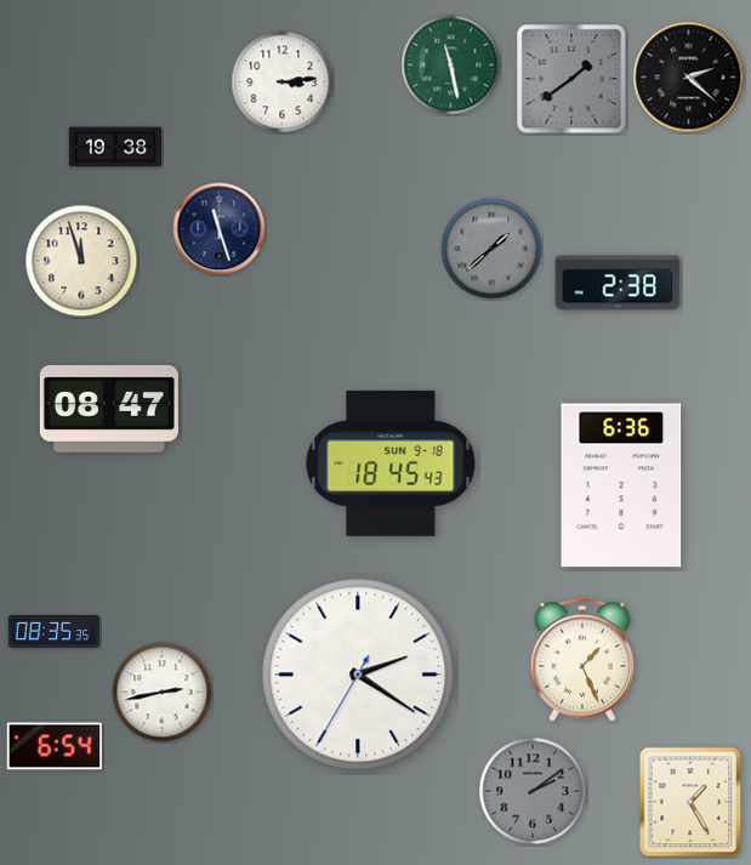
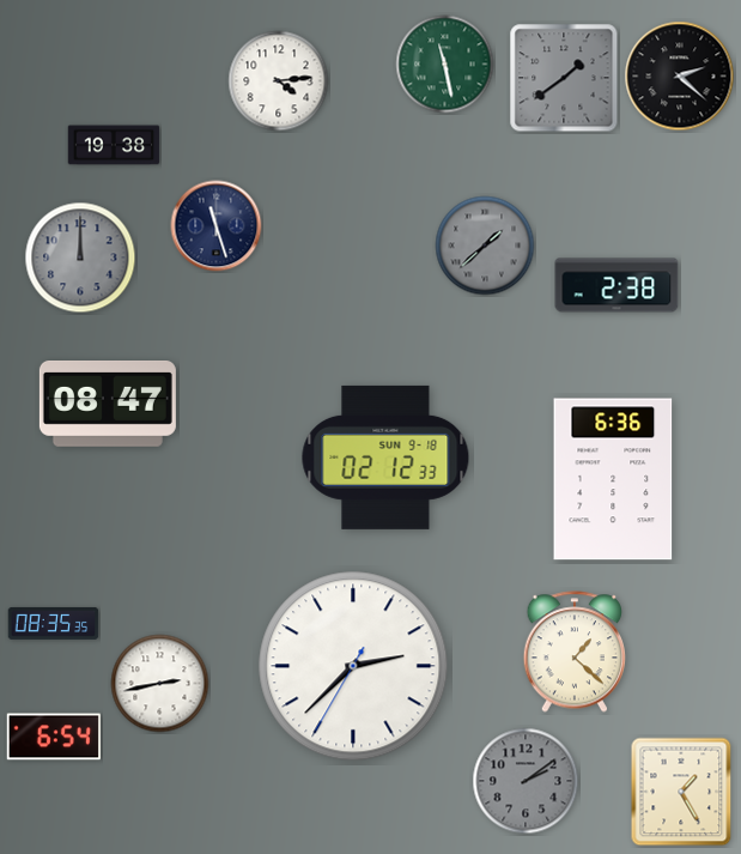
clock at (283, 82): 3:14 -> 4:14
clock at (81, 261): 11:57 -> 12:00
clock at (81, 261) dial: cream -> grey
clock at (618, 283) position: (618, 283) -> (617, 285)
clock at (391, 463): 18:45 -> 02:12
clock at (581, 660): 1:26 -> 1:22
clock at (358, 675): 2:20 -> 2:37
